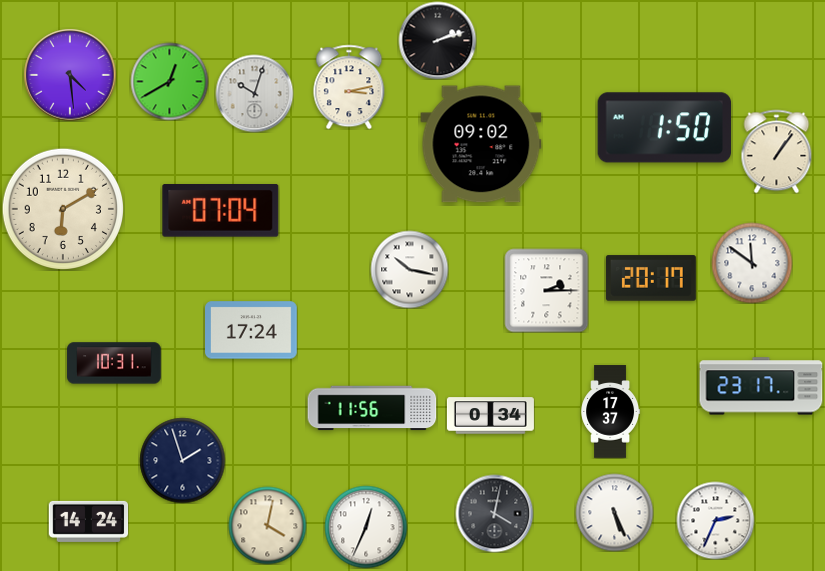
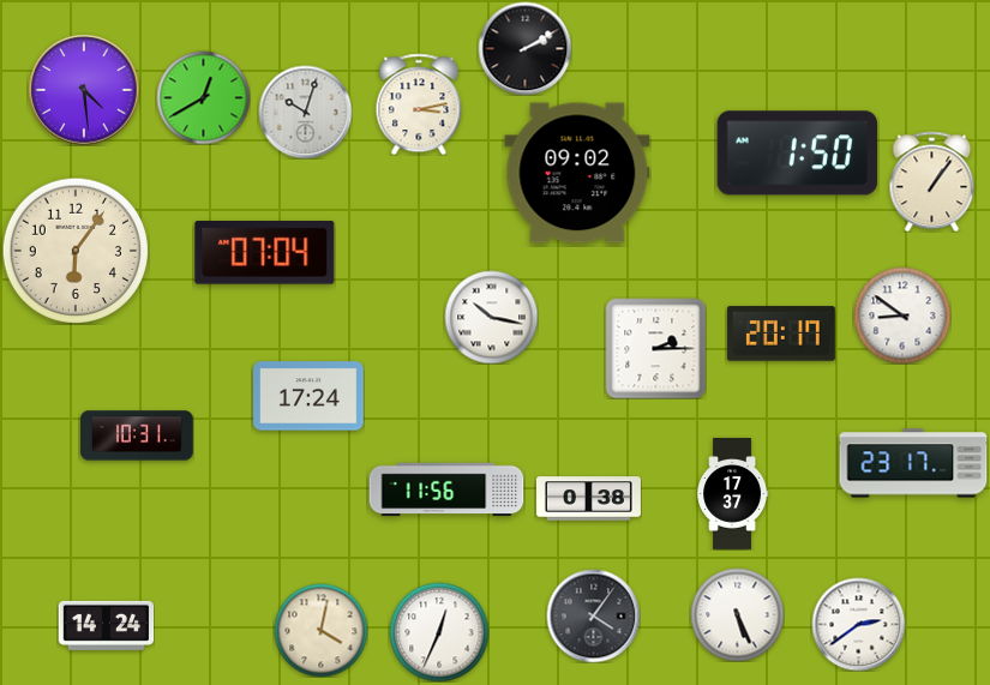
clock at (437, 40): 2:12 -> 2:10
clock at (63, 209): 6:10 -> 6:06
clock at (752, 263): 11:51 -> 8:51
clock at (409, 269) position: (409, 269) -> (491, 317)
clock at (252, 330) position: (252, 330) -> (310, 396)
clock at (490, 416): 0:34 -> 0:38
clock at (182, 460): 1:57 -> none
clock at (494, 513): 4:02 -> 4:06
clock at (715, 520): 2:34 -> 2:39
